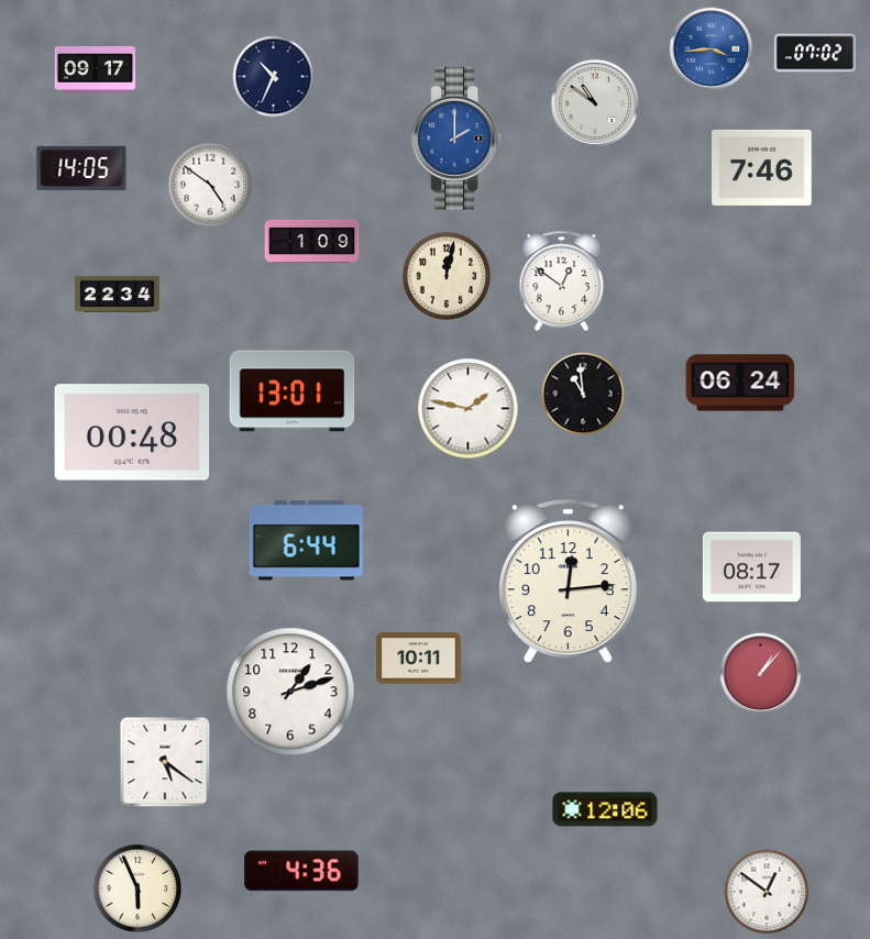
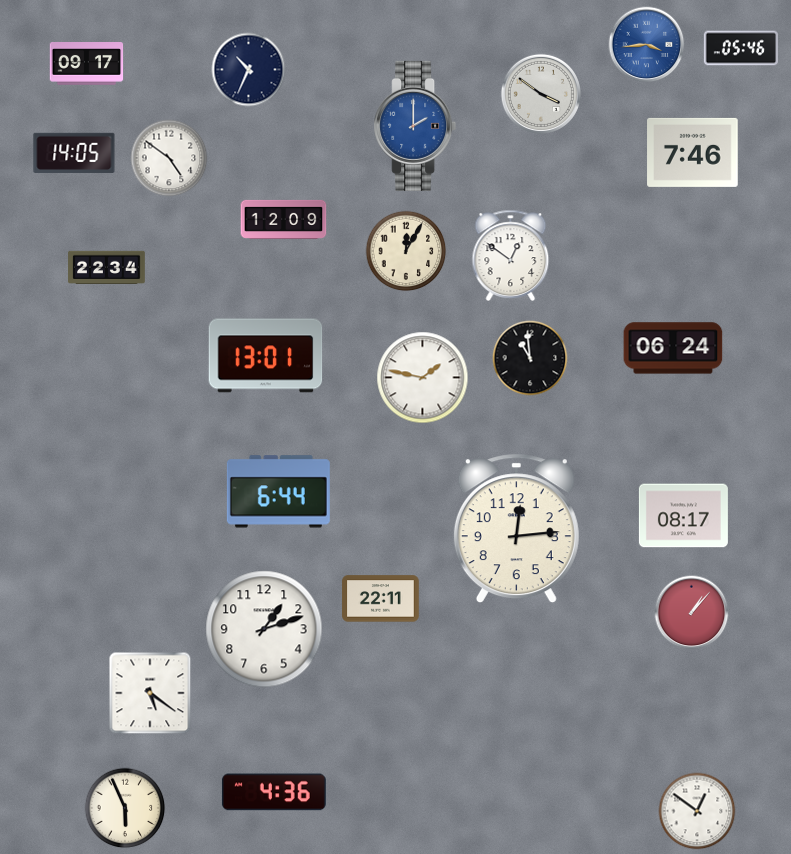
clock at (814, 53): 07:02 -> 05:46
clock at (595, 103): 10:51 -> 3:51
clock at (210, 185) position: (210, 185) -> (169, 158)
clock at (312, 241): 1:09 -> 12:09
clock at (447, 276): 12:02 -> 12:05
clock at (469, 409) position: (469, 409) -> (423, 378)
clock at (132, 432): 00:48 -> none
clock at (419, 659): 10:11 -> 22:11
clock at (605, 809): 12:06 -> none
